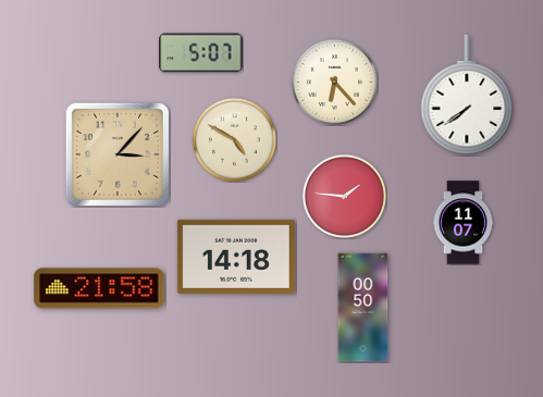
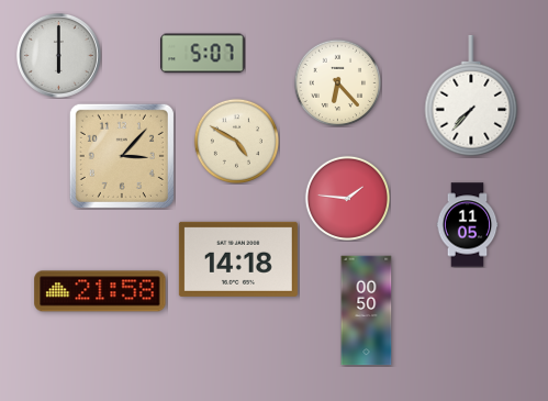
clock at (58, 55): none -> 6:00
clock at (467, 95): 7:39 -> 7:37
clock at (118, 154) position: (118, 154) -> (122, 156)
clock at (464, 223): 11:07 -> 11:05
